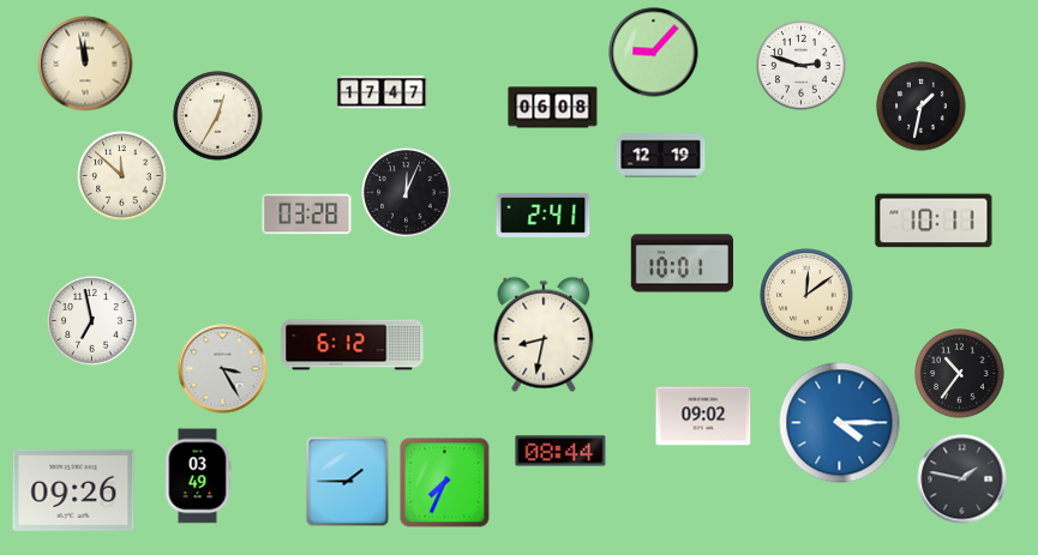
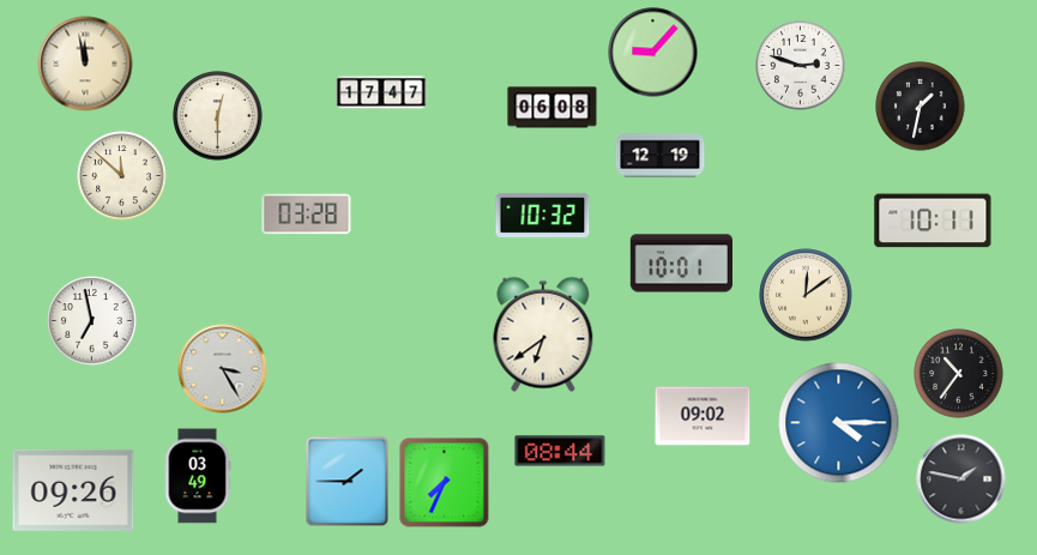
clock at (218, 116): 12:35 -> 12:30
clock at (407, 193): 12:04 -> none
clock at (544, 215): 2:41 -> 10:32
clock at (544, 334): 8:32 -> 6:39
clock at (353, 345): 6:12 -> none
